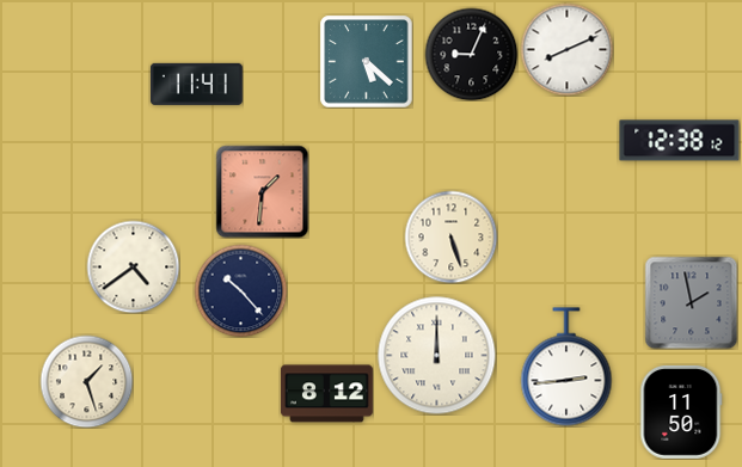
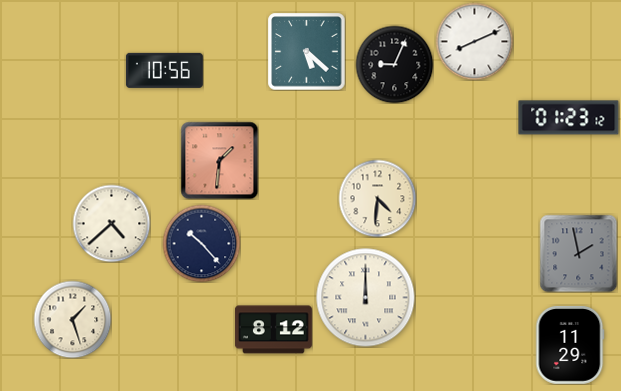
clock at (471, 54) position: (471, 54) -> (394, 64)
clock at (196, 84): 11:41 -> 10:56
clock at (680, 141): 12:38 -> 01:23
clock at (450, 236): 5:27 -> 4:31
clock at (133, 266): 4:39 -> 4:38
clock at (566, 367): 2:44 -> none
clock at (681, 412): 11:50 -> 11:29
